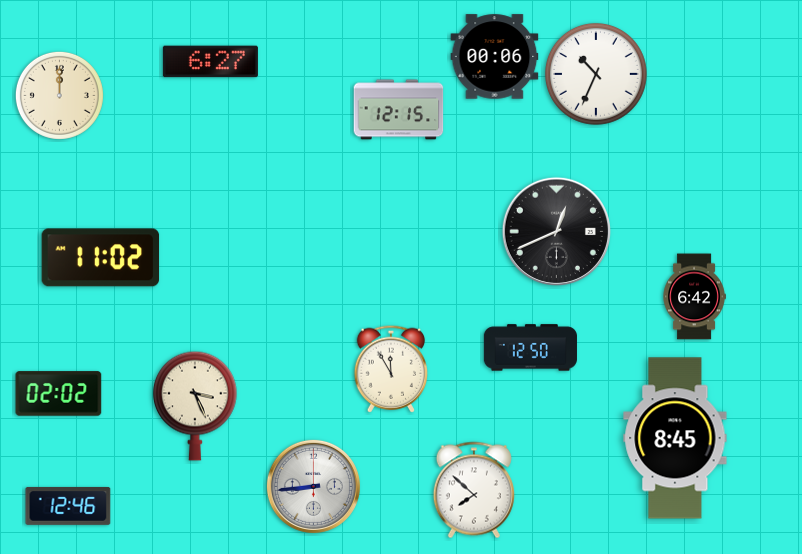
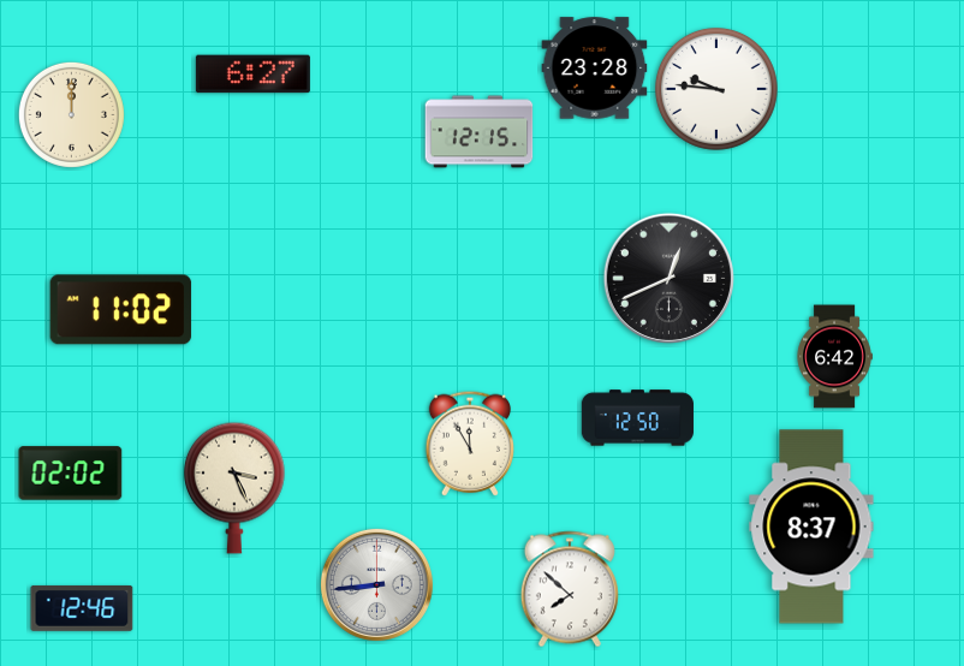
clock at (495, 57): 00:06 -> 23:28
clock at (596, 74): 10:34 -> 9:46
clock at (675, 438): 8:45 -> 8:37
